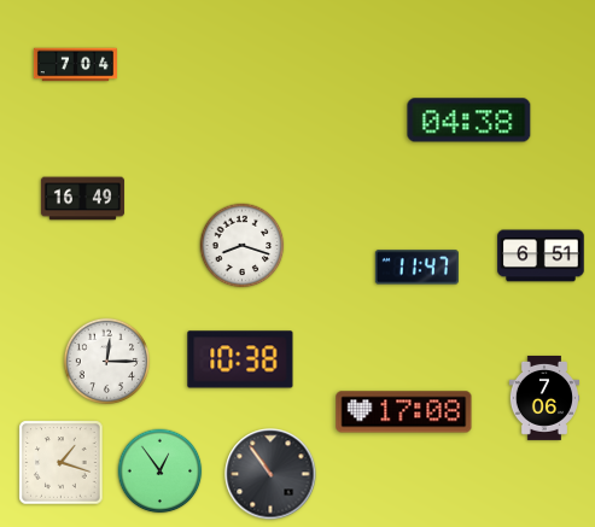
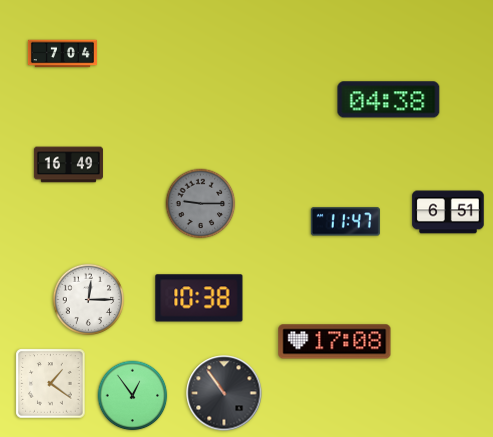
clock at (243, 246): 8:18 -> 9:15
clock at (243, 246) dial: white -> grey
clock at (543, 398): 7:06 -> none
clock at (62, 463): 1:18 -> 1:21
clock at (161, 472) position: (161, 472) -> (133, 396)
